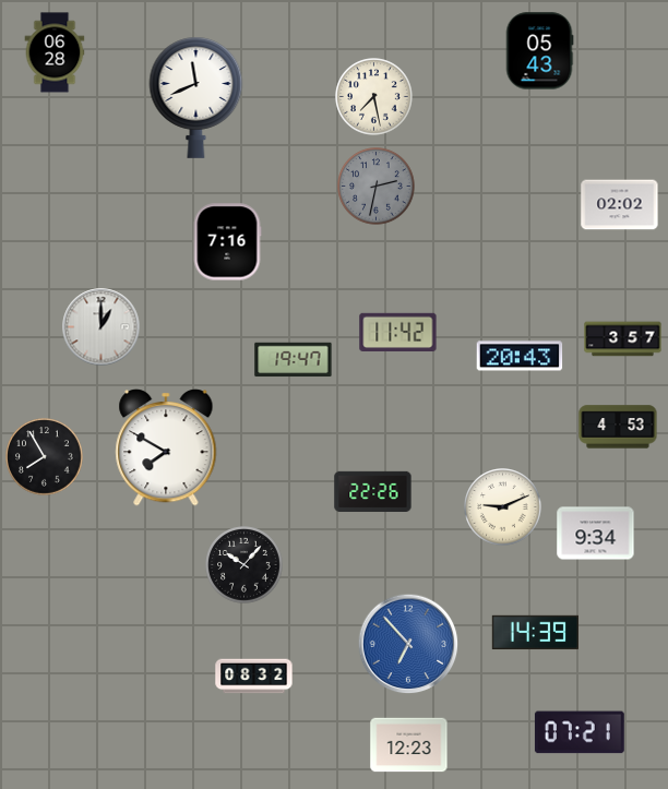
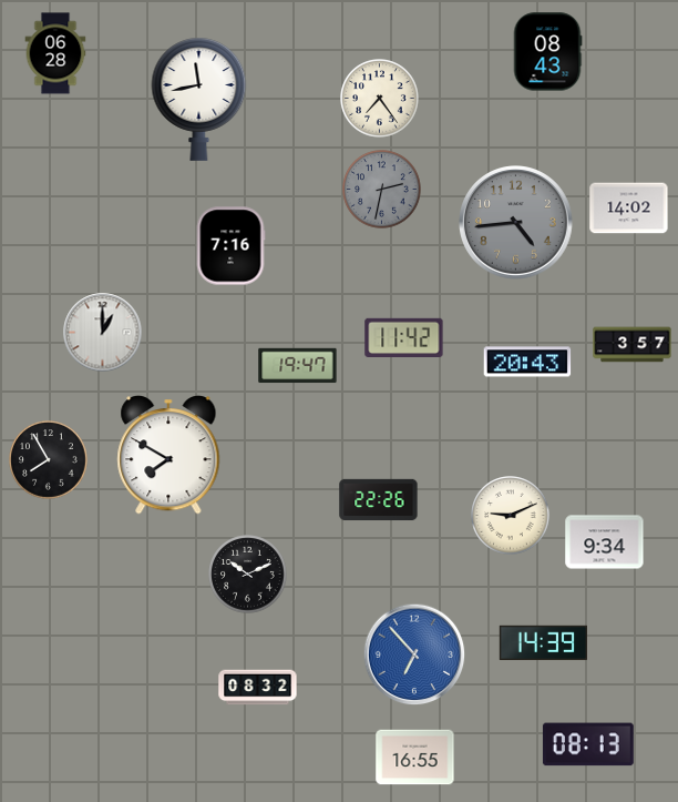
clock at (539, 51): 05:43 -> 08:43
clock at (196, 97): 11:41 -> 11:43
clock at (374, 97): 7:28 -> 7:24
clock at (620, 205): 02:02 -> 14:02
clock at (516, 223): none -> 4:44
clock at (618, 427): 4:53 -> none
clock at (45, 457) position: (45, 457) -> (49, 460)
clock at (244, 565): 10:07 -> 10:11
clock at (580, 732): 07:21 -> 08:13
clock at (409, 745): 12:23 -> 16:55
